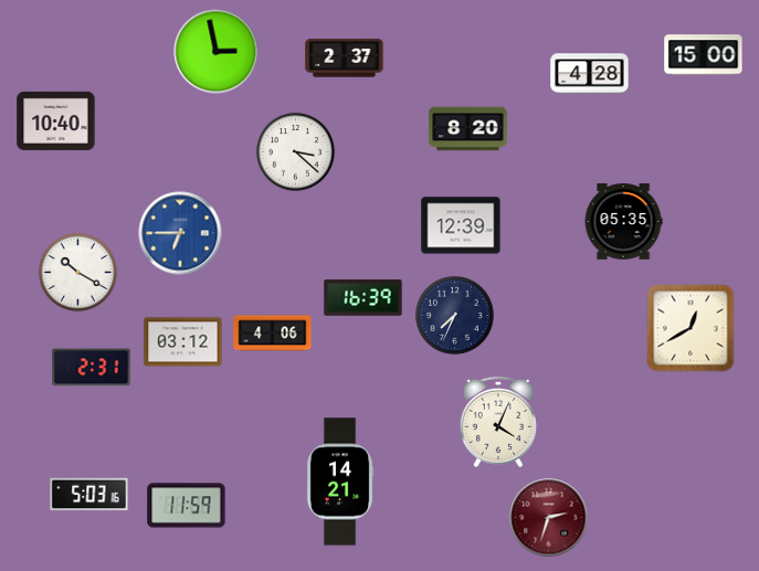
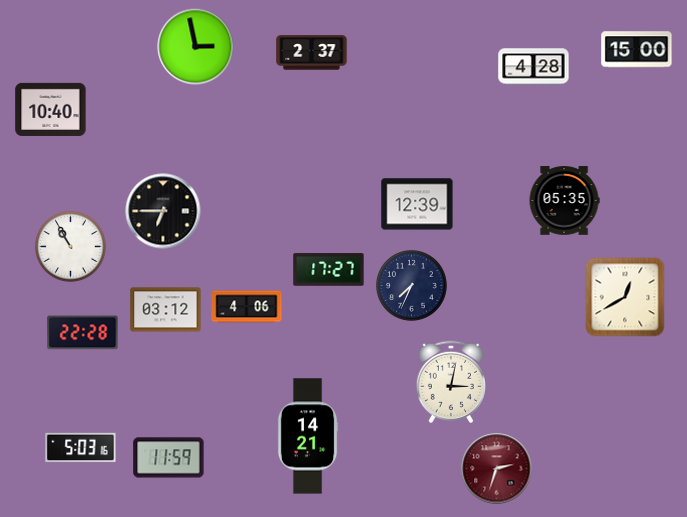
clock at (468, 129): 8:20 -> none
clock at (296, 152): 3:22 -> none
clock at (180, 233) dial: blue -> black
clock at (78, 273): 10:20 -> 10:55
clock at (363, 298): 16:39 -> 17:27
clock at (273, 334) position: (273, 334) -> (247, 307)
clock at (92, 368): 2:31 -> 22:28
clock at (497, 421): 4:04 -> 3:02
